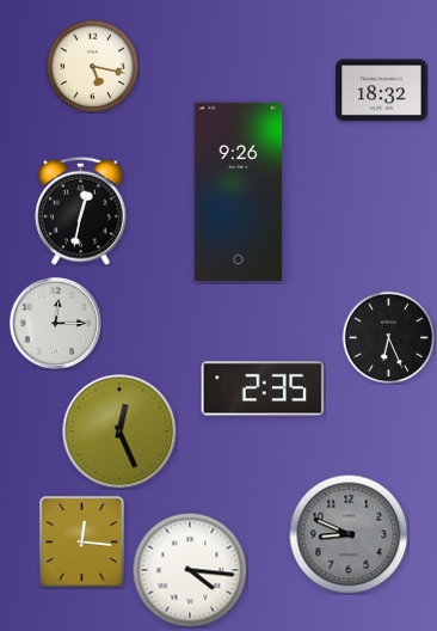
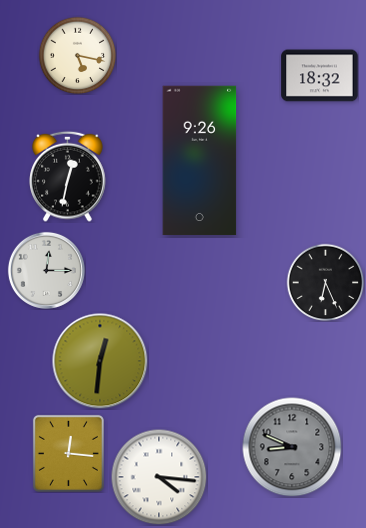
clock at (263, 388): 2:35 -> none
clock at (119, 431): 12:26 -> 12:31
